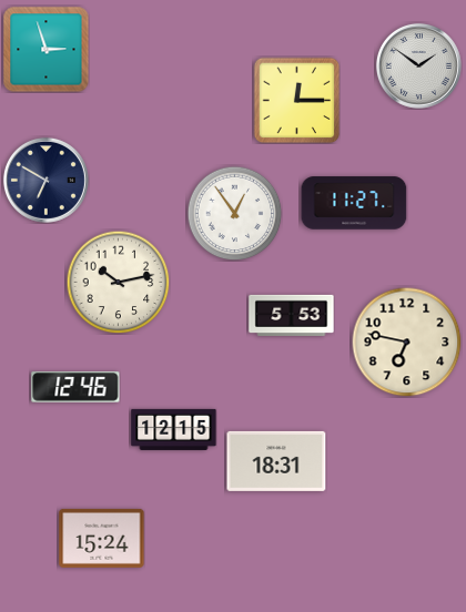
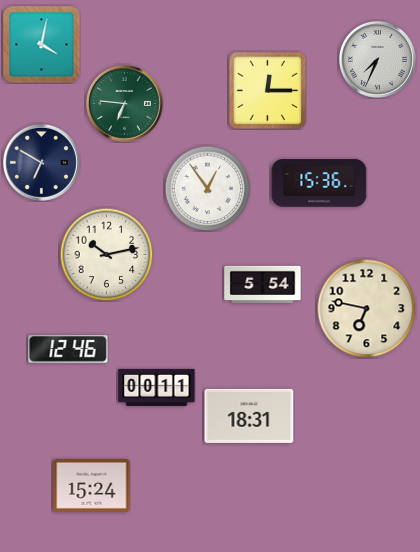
clock at (45, 49): 2:57 -> 4:02
clock at (418, 65): 1:51 -> 7:34
clock at (124, 103): none -> 6:46
clock at (354, 203): 11:27 -> 15:36
clock at (234, 213) position: (234, 213) -> (207, 188)
clock at (292, 315): 5:53 -> 5:54
clock at (174, 429): 12:15 -> 00:11
